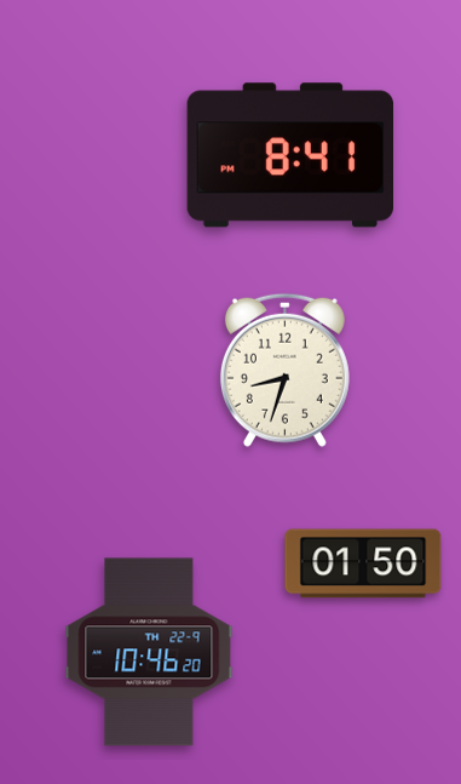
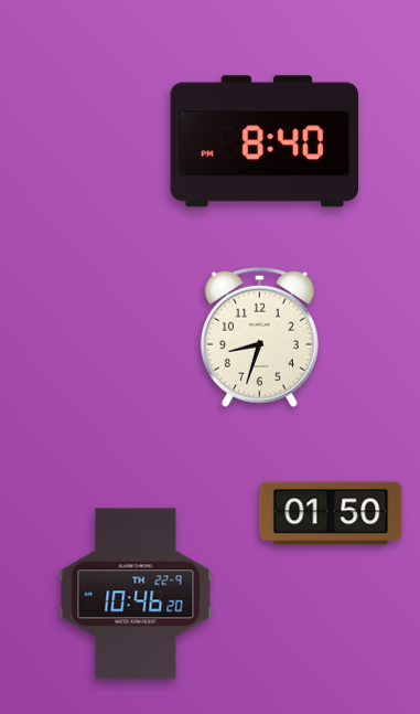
clock at (289, 155): 8:41 -> 8:40
